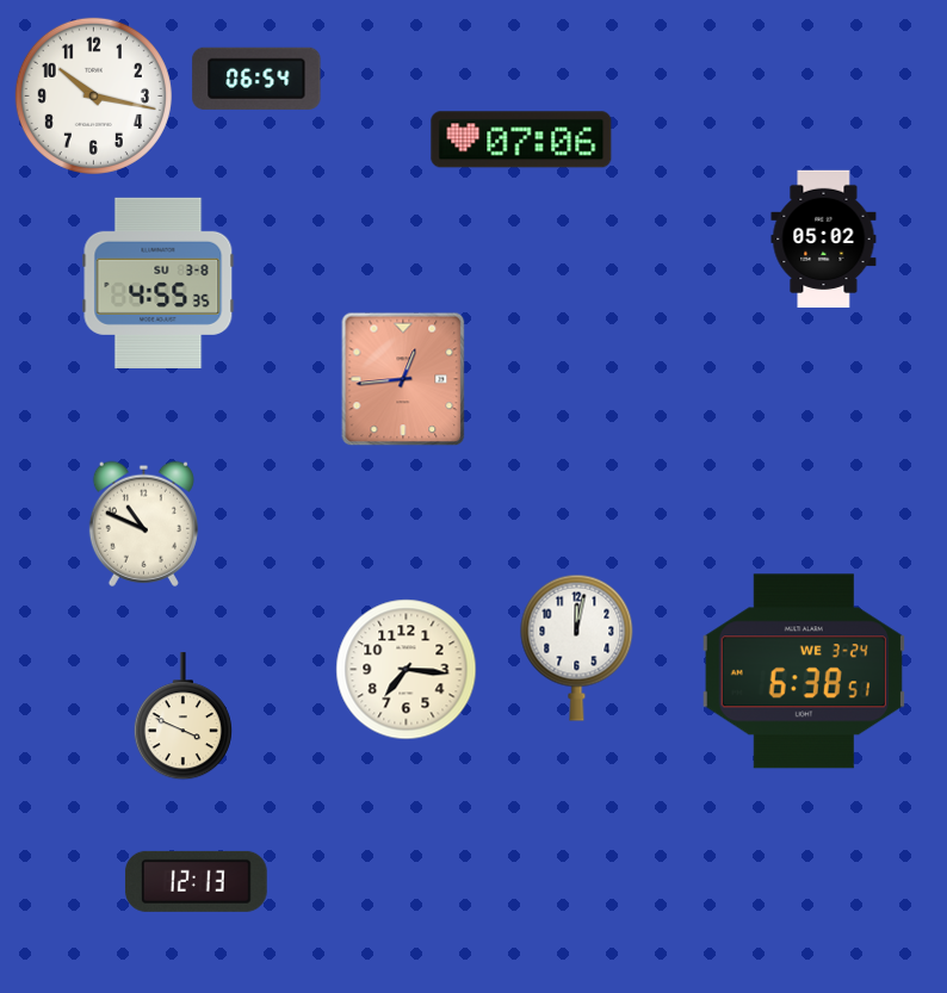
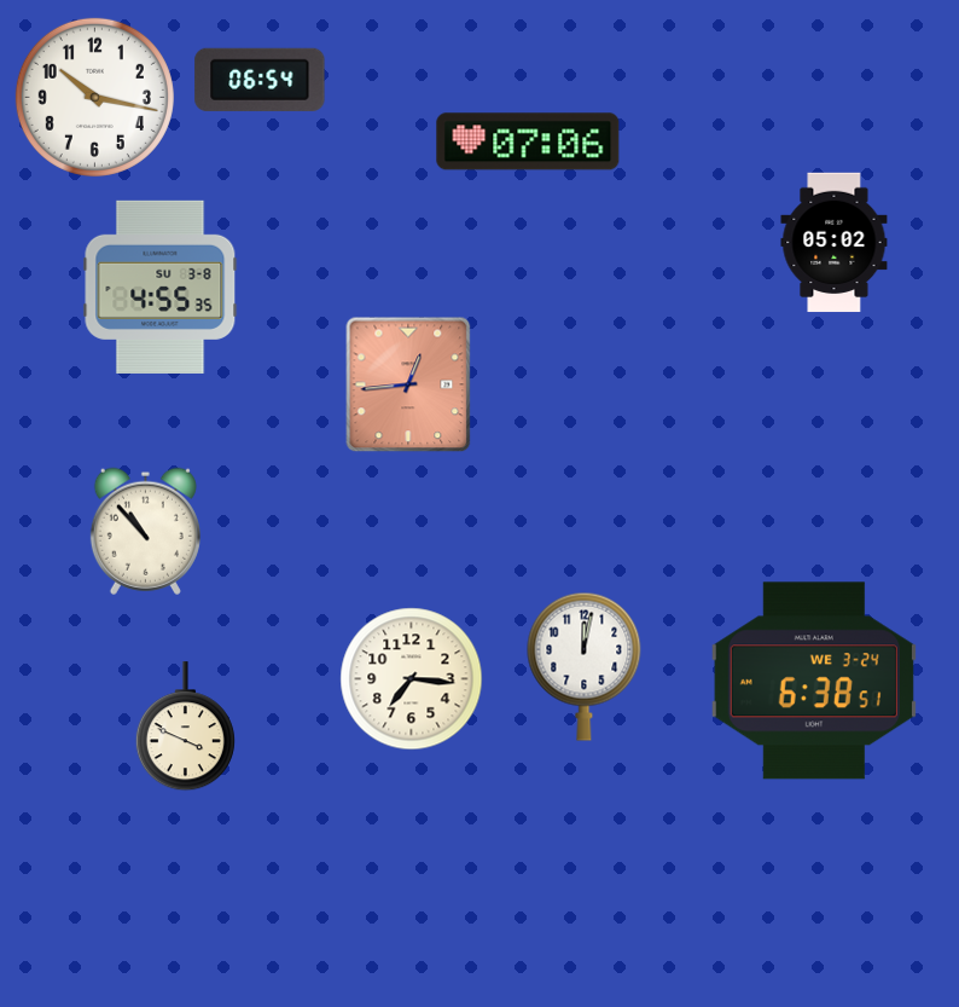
clock at (143, 523): 10:49 -> 10:53
clock at (577, 647) position: (577, 647) -> (585, 666)
clock at (196, 881): 12:13 -> none
